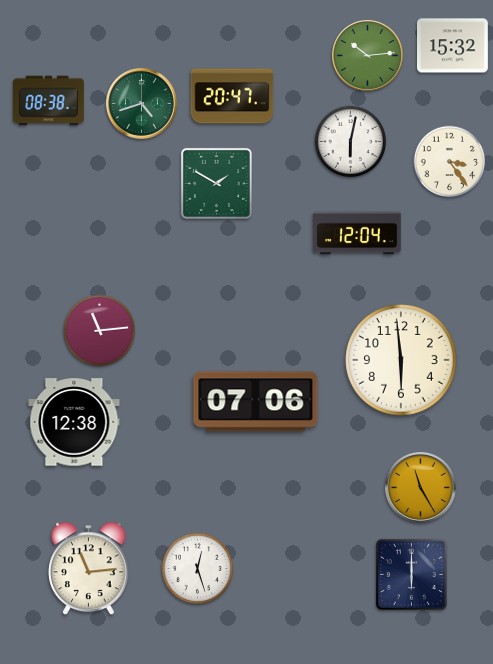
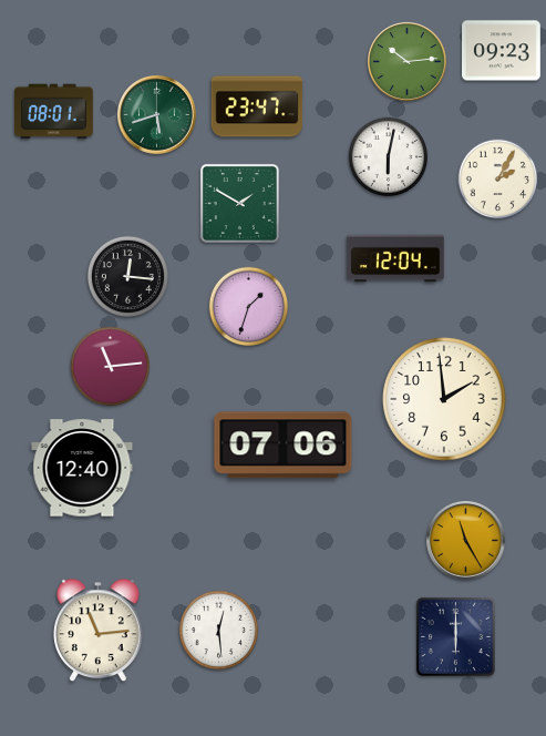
clock at (453, 46): 15:32 -> 09:23
clock at (232, 96): 20:47 -> 23:47
clock at (49, 101): 08:38 -> 08:01
clock at (142, 104): 4:42 -> 5:42
clock at (450, 162): 3:24 -> 2:05
clock at (127, 276): none -> 12:16
clock at (249, 307): none -> 1:33
clock at (401, 360): 5:59 -> 1:59
clock at (74, 422): 12:38 -> 12:40
clock at (198, 569): 12:27 -> 12:29
